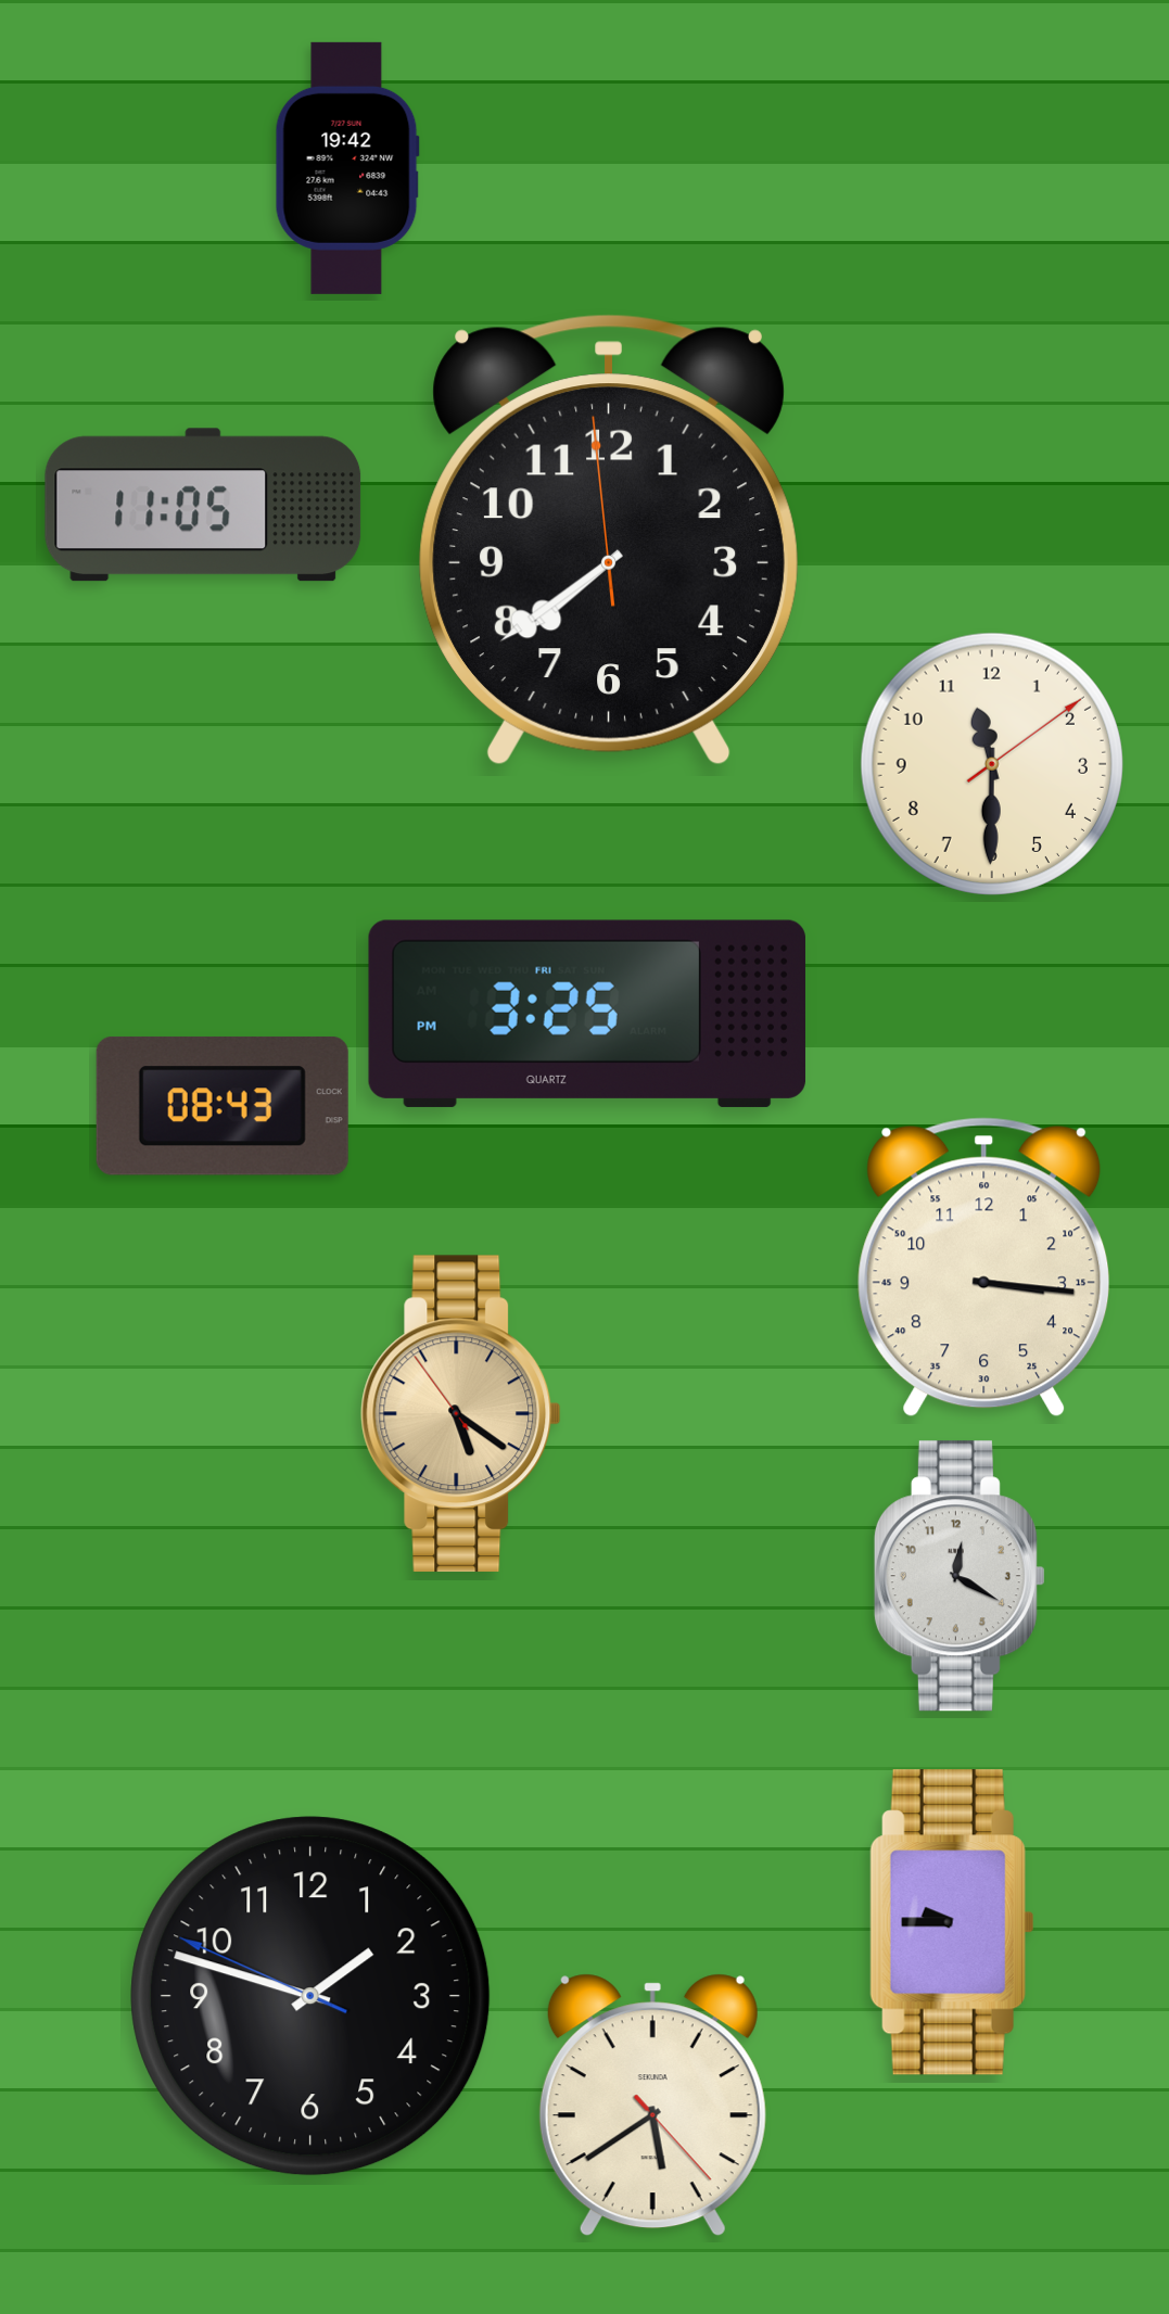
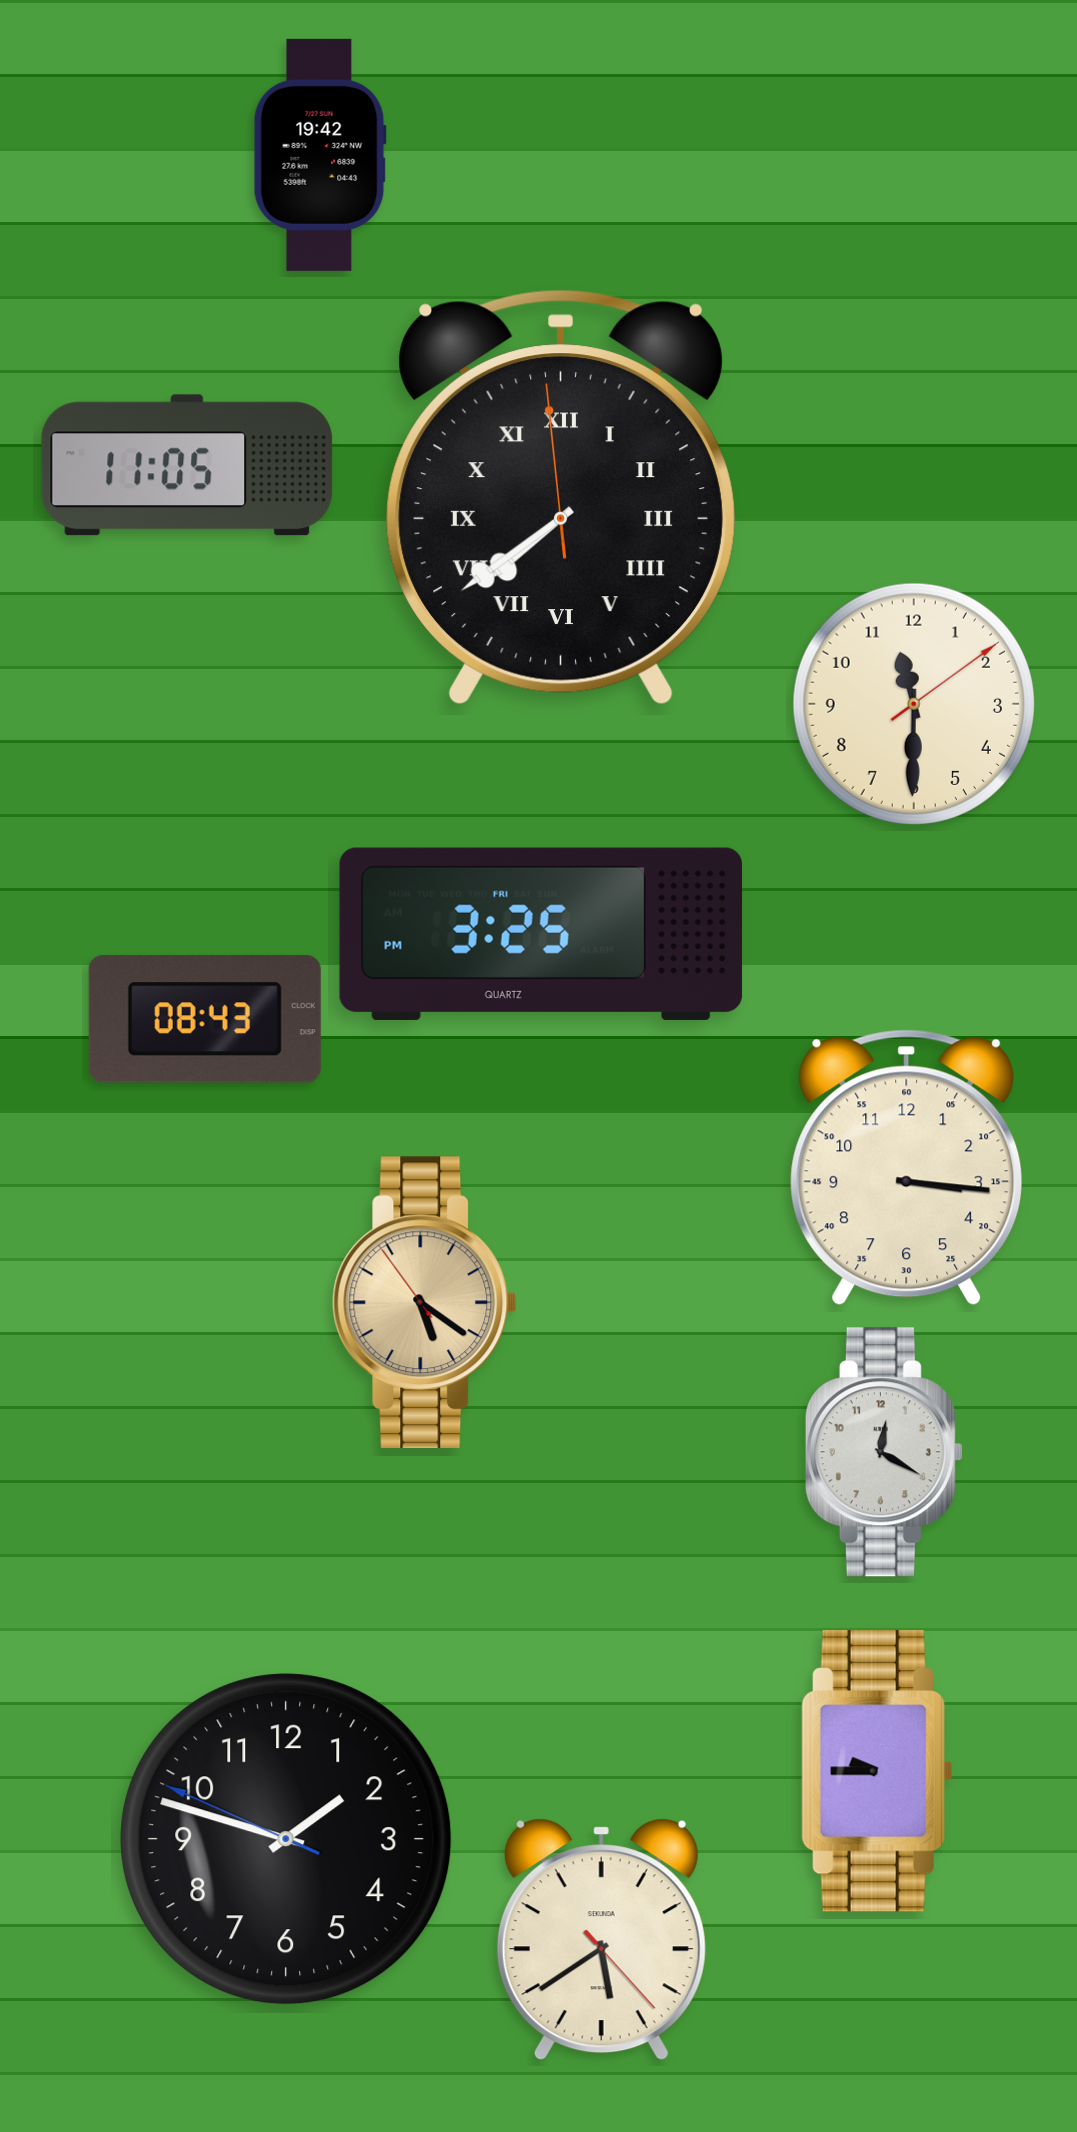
clock at (609, 539) numerals: Arabic -> Roman
